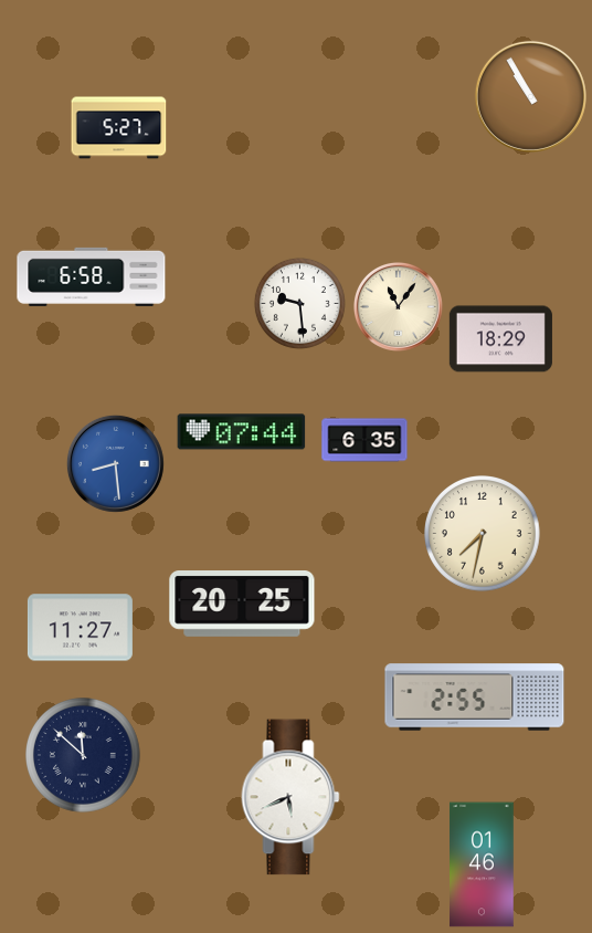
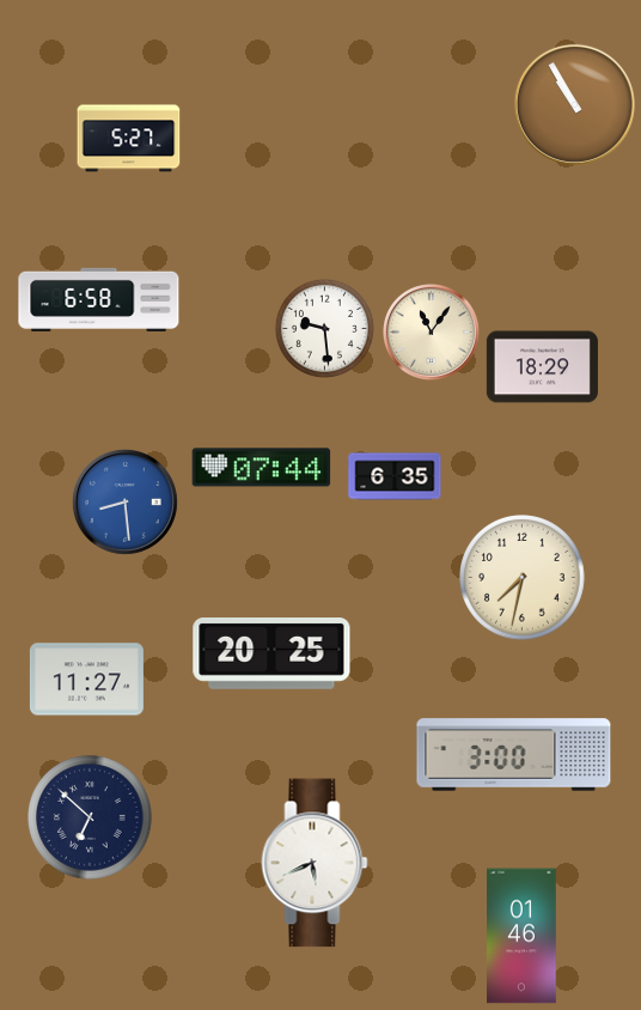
clock at (242, 605) position: (242, 605) -> (271, 655)
clock at (475, 698): 2:55 -> 3:00
clock at (84, 756): 11:52 -> 6:52
